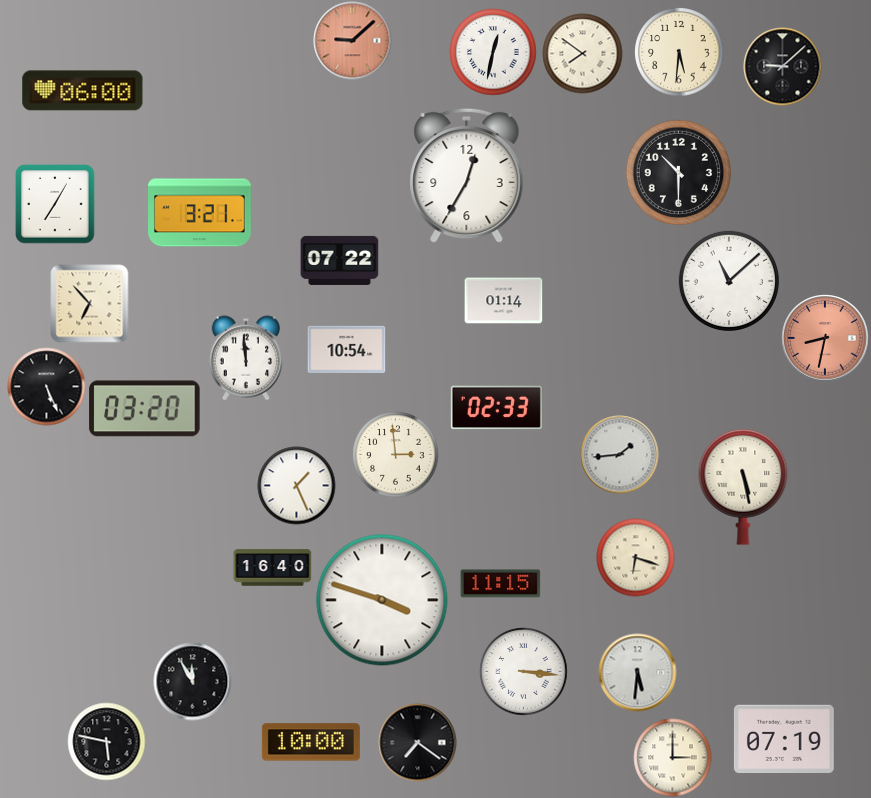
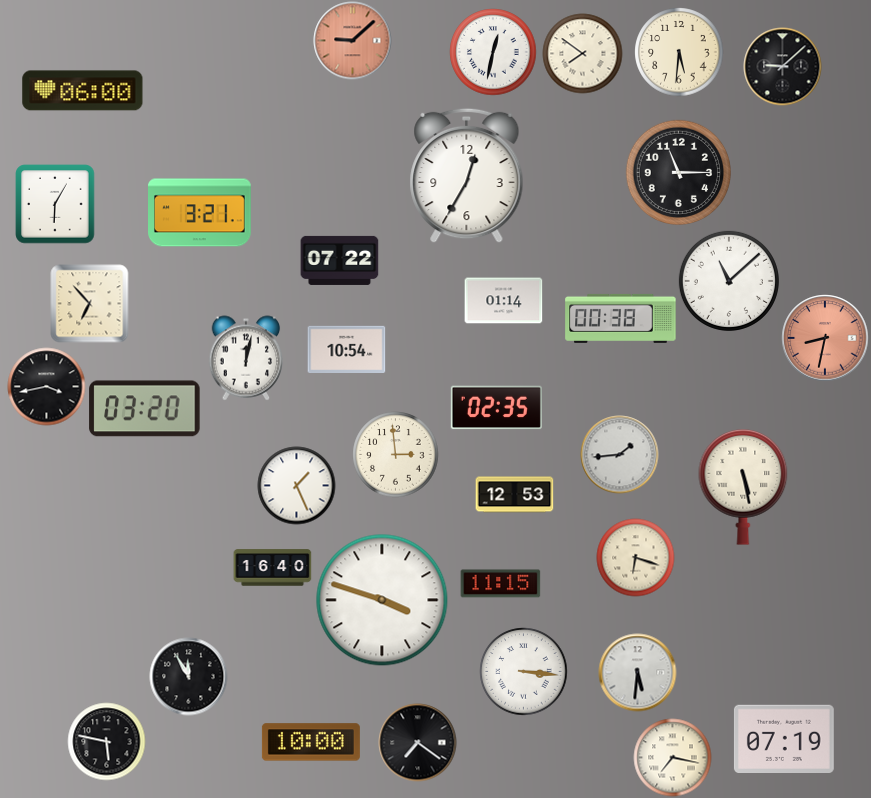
clock at (678, 172): 10:30 -> 11:15
clock at (55, 204): 7:05 -> 6:05
clock at (621, 318): none -> 00:38
clock at (246, 358): 11:59 -> 12:02
clock at (46, 386): 5:26 -> 3:43
clock at (496, 408): 02:33 -> 02:35
clock at (514, 495): none -> 12:53
clock at (192, 681) position: (192, 681) -> (188, 676)
clock at (672, 757): 3:00 -> 7:17
